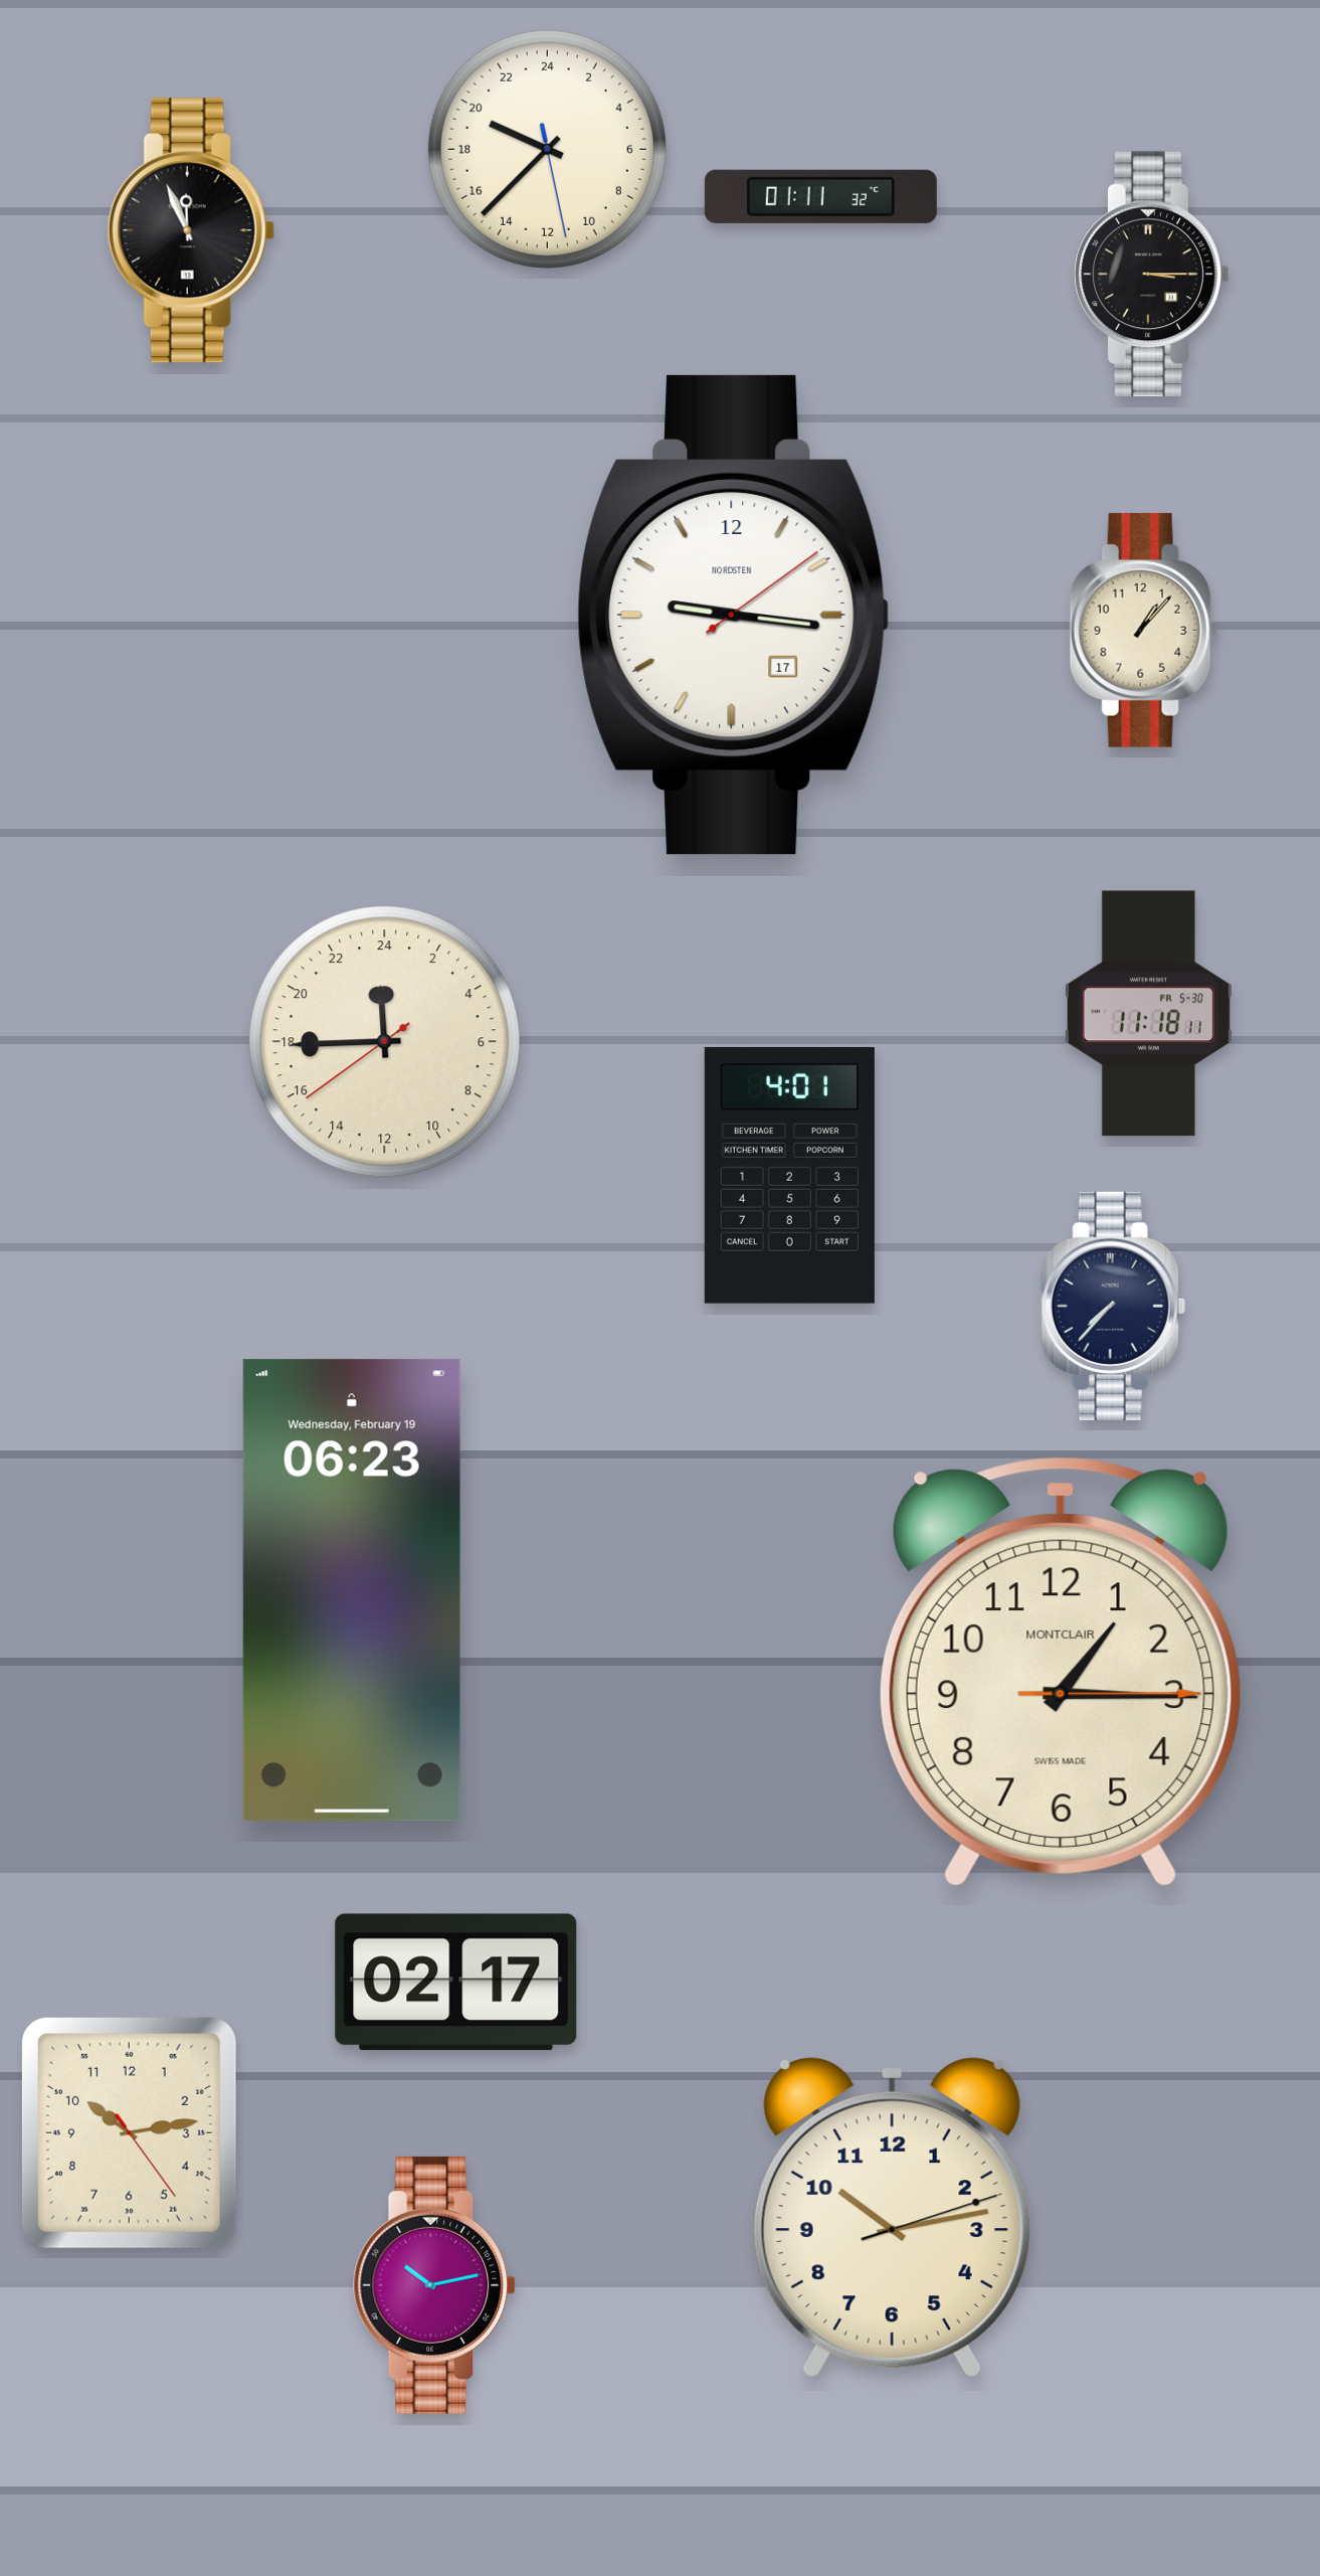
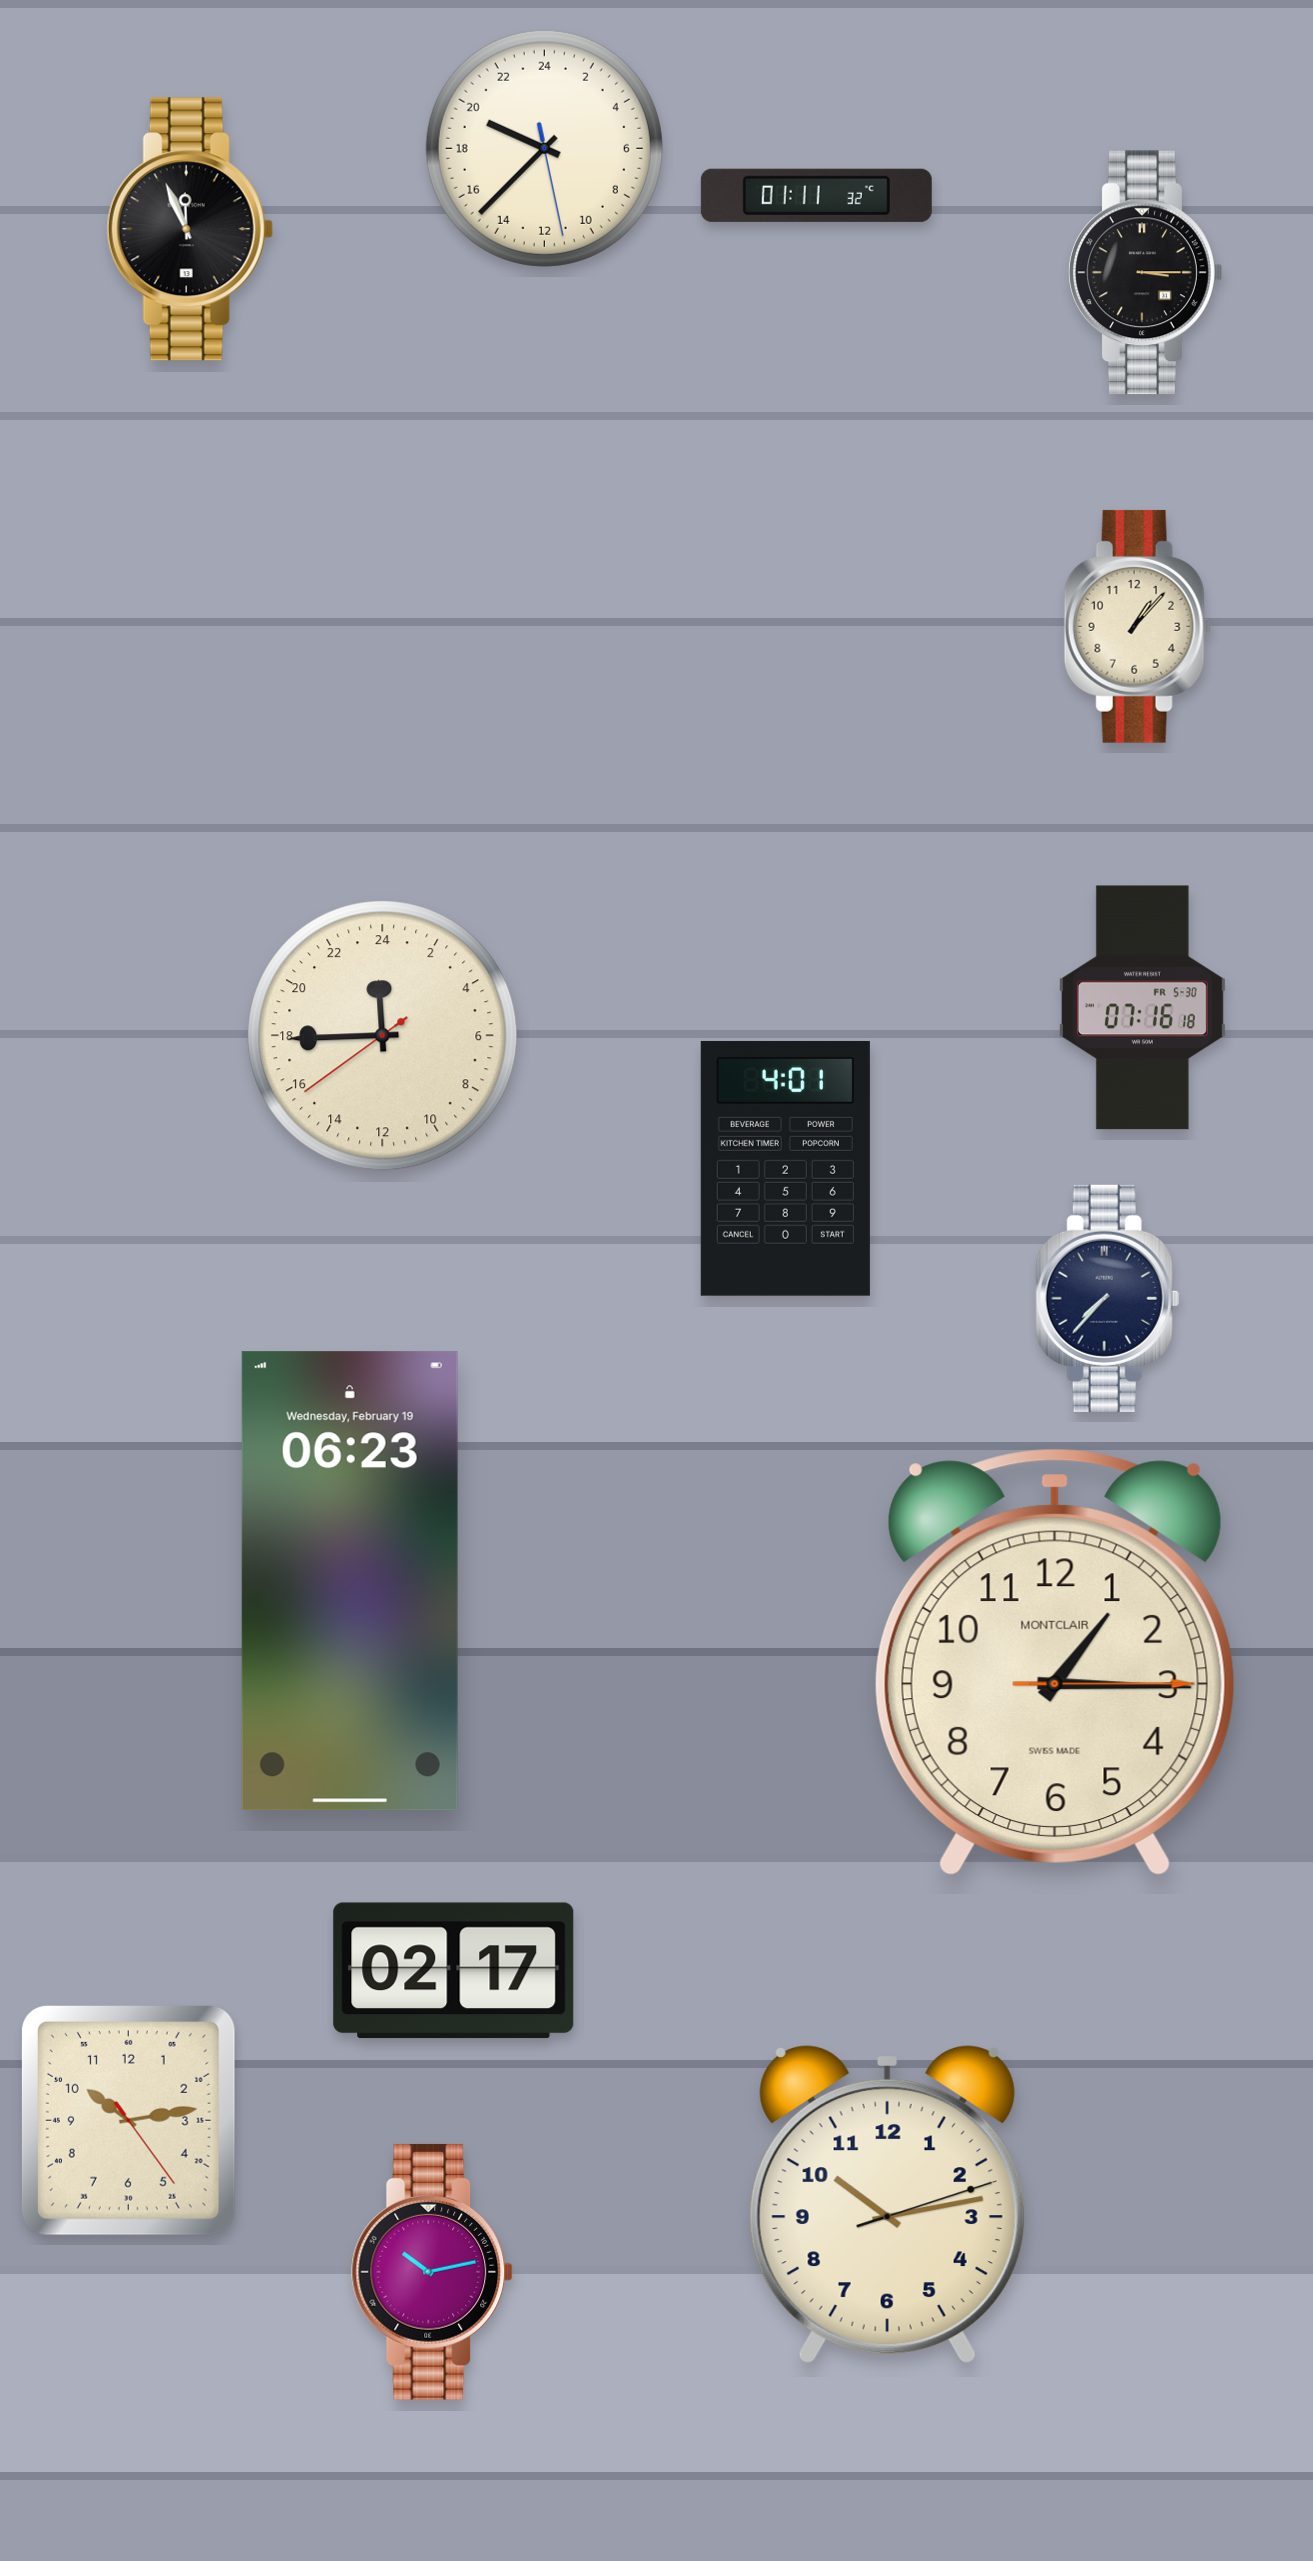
clock at (734, 615): 9:16 -> none
clock at (1148, 1014): 11:18 -> 07:16
